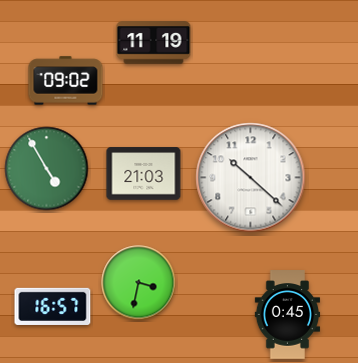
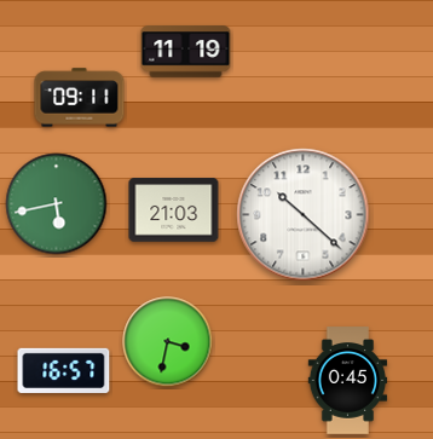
clock at (66, 81): 09:02 -> 09:11
clock at (47, 169): 4:55 -> 5:43
